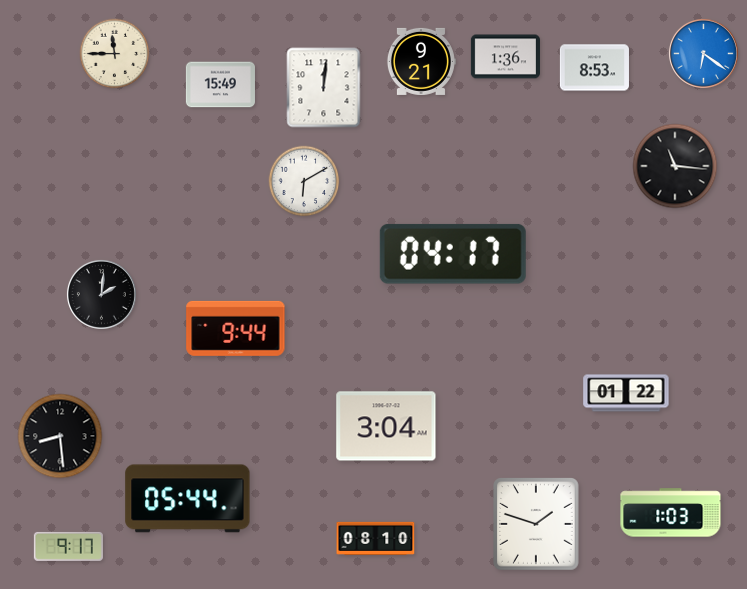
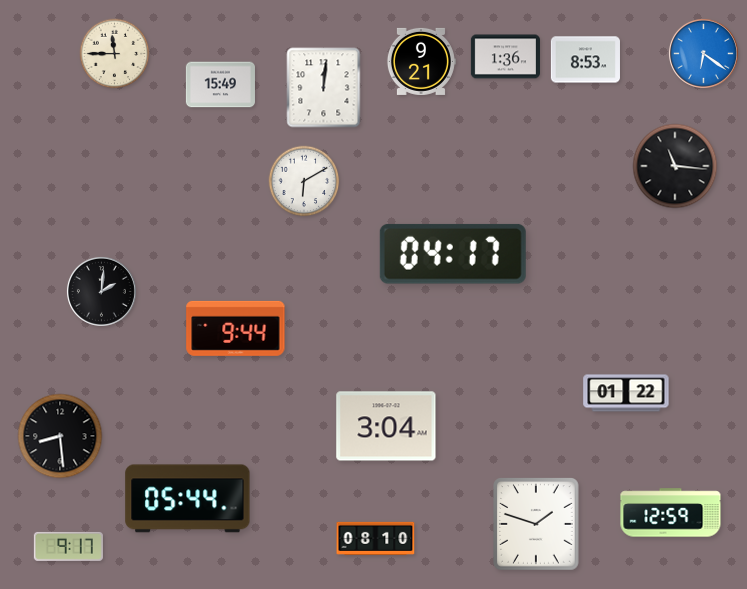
clock at (594, 68) position: (594, 68) -> (585, 60)
clock at (101, 294) position: (101, 294) -> (101, 291)
clock at (671, 513): 1:03 -> 12:59
